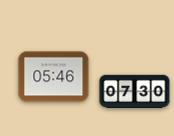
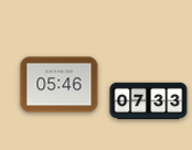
clock at (135, 92): 07:30 -> 07:33
